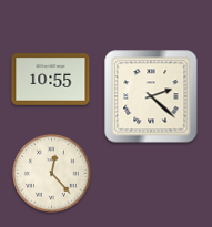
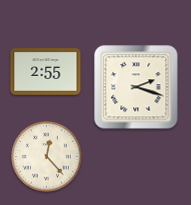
clock at (51, 80): 10:55 -> 2:55
clock at (151, 96): 2:22 -> 2:18
